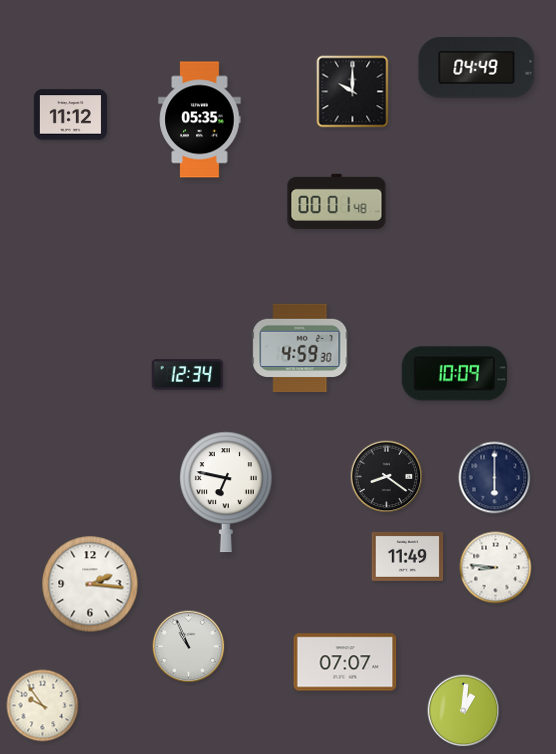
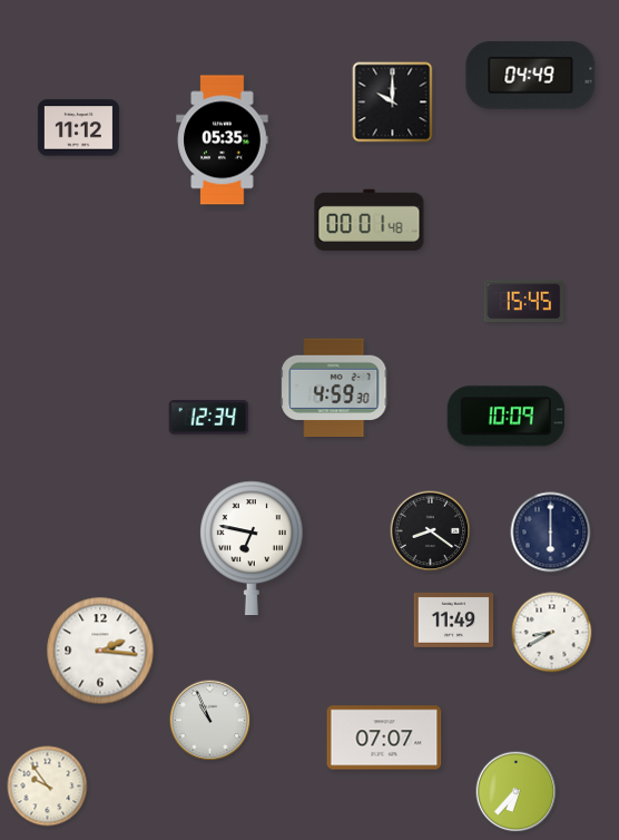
clock at (200, 120) position: (200, 120) -> (223, 140)
clock at (337, 201) position: (337, 201) -> (370, 219)
clock at (524, 302): none -> 15:45
clock at (496, 568): 8:46 -> 8:40
clock at (464, 711): 1:01 -> 6:37
